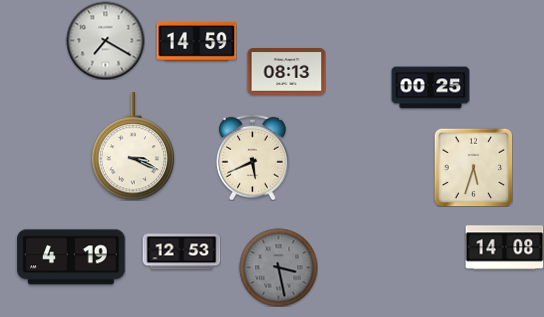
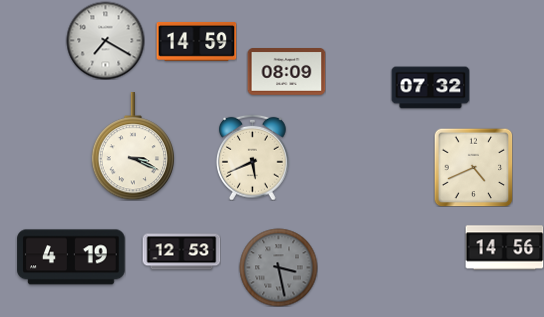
clock at (286, 72): 08:13 -> 08:09
clock at (430, 88): 00:25 -> 07:32
clock at (473, 167): 5:33 -> 4:41
clock at (504, 248): 14:08 -> 14:56
